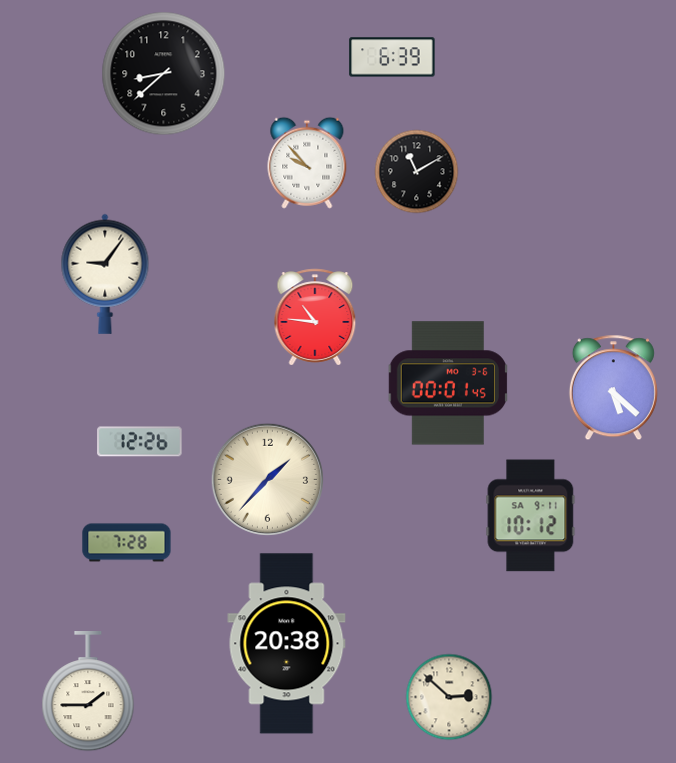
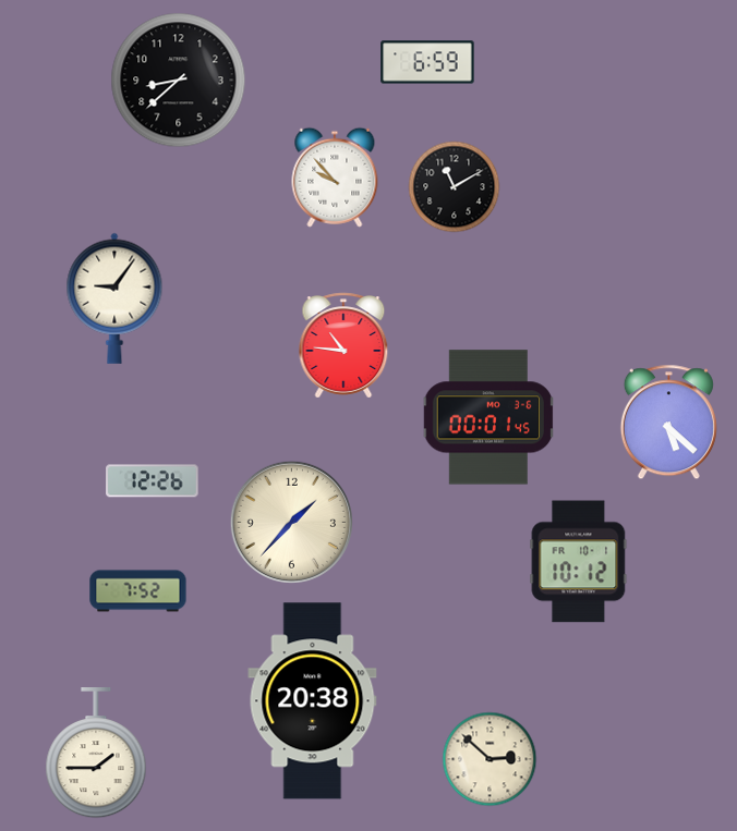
clock at (392, 57): 6:39 -> 6:59
clock at (531, 516) date: SA 9-11 -> FR 10-1
clock at (127, 543): 7:28 -> 7:52
